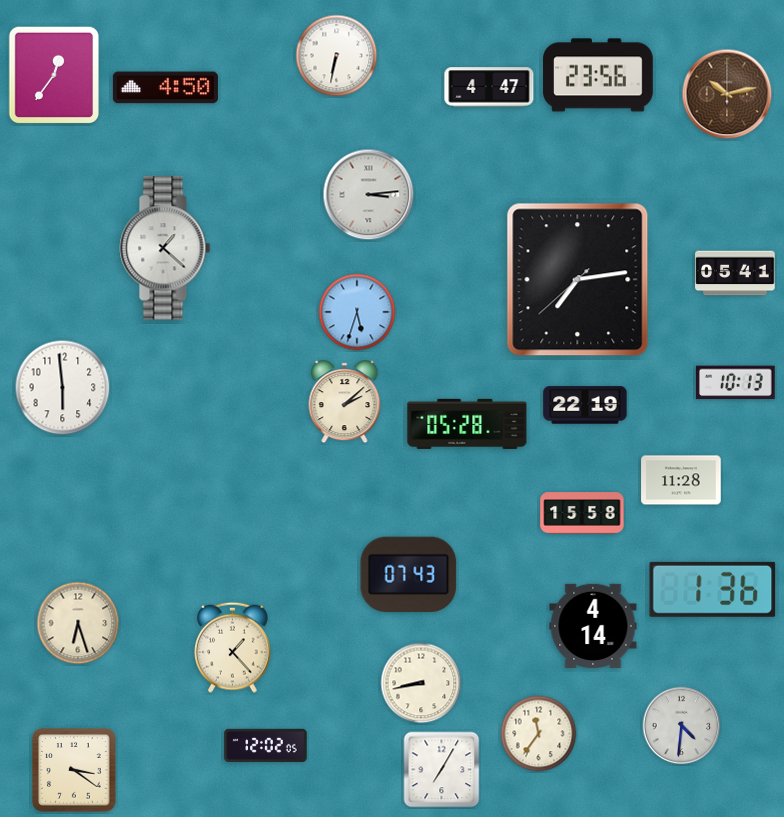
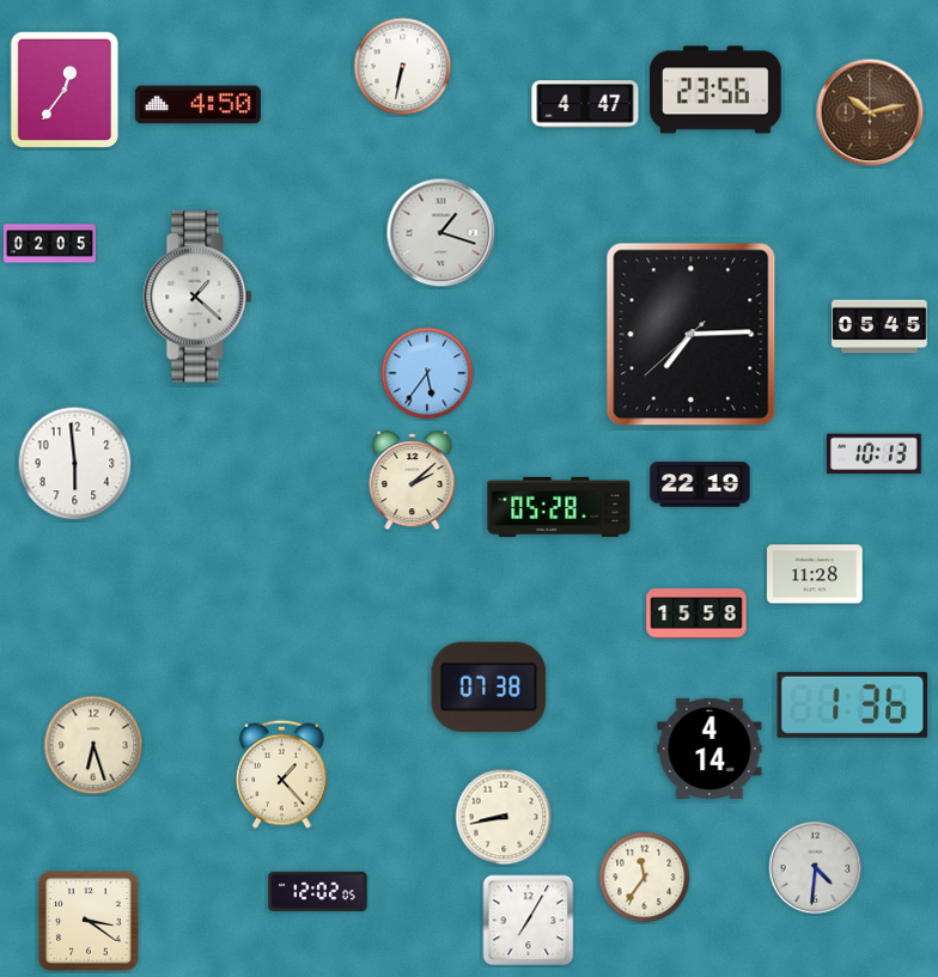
clock at (369, 195): 3:14 -> 1:18
clock at (50, 244): none -> 02:05
clock at (735, 273): 05:41 -> 05:45
clock at (578, 280): 7:13 -> 7:14
clock at (357, 312): 5:33 -> 5:36
clock at (735, 383) position: (735, 383) -> (873, 454)
clock at (409, 574): 07:43 -> 07:38
clock at (233, 647) position: (233, 647) -> (282, 774)
